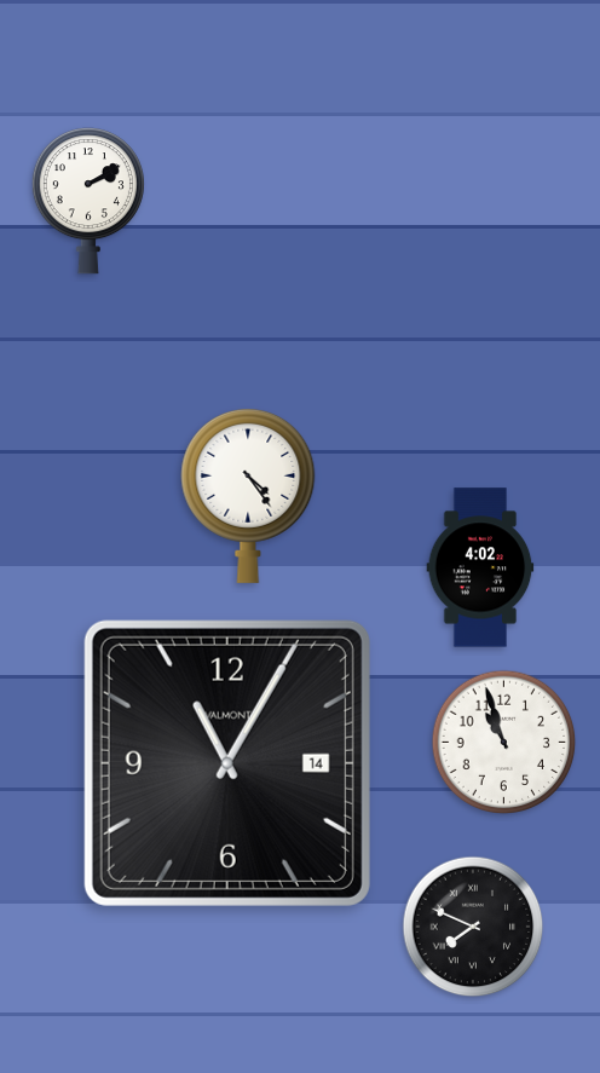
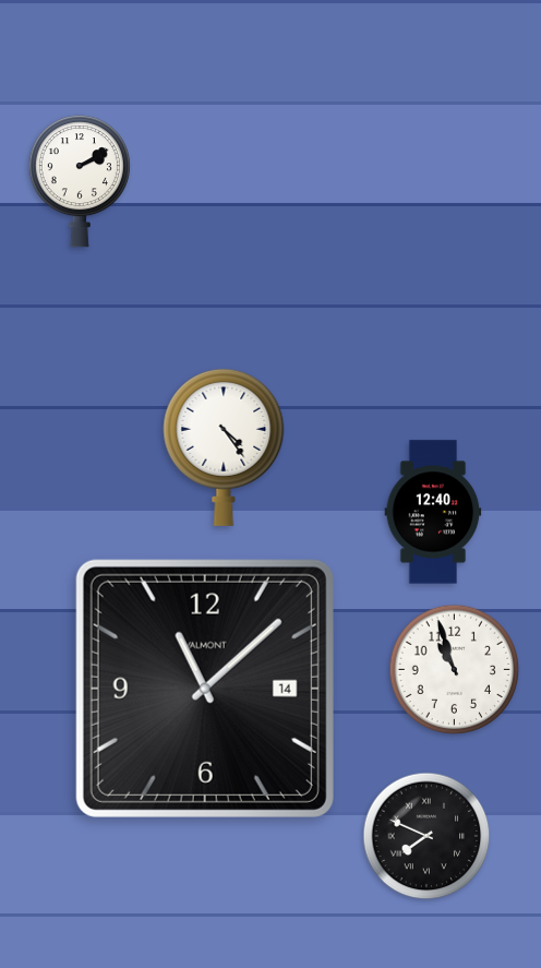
clock at (480, 567): 4:02 -> 12:40
clock at (227, 763): 11:05 -> 11:08
